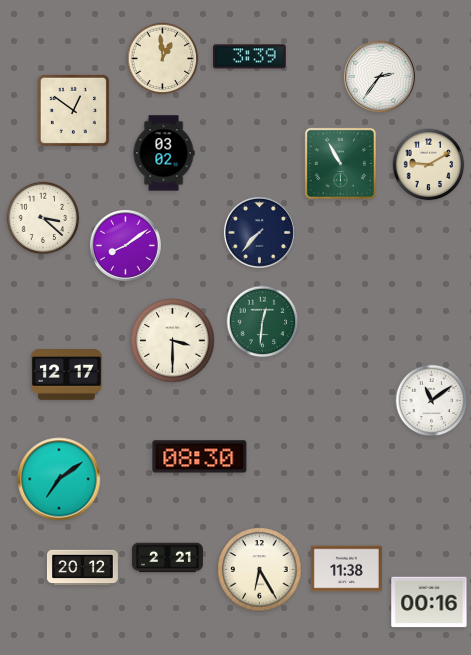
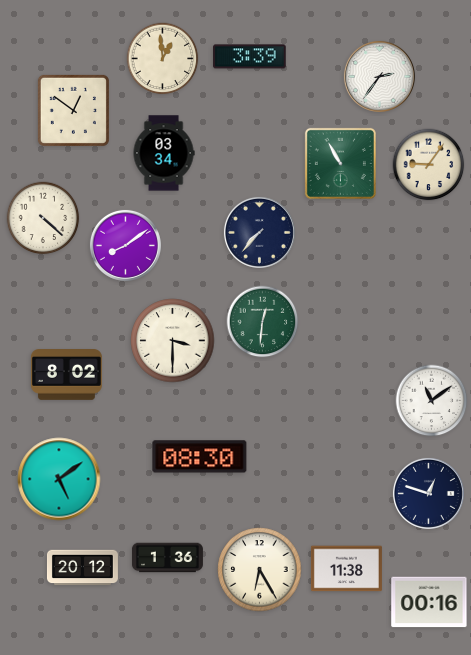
clock at (164, 153): 03:02 -> 03:34
clock at (429, 165): 9:10 -> 9:06
clock at (43, 218): 3:22 -> 4:22
clock at (66, 375): 12:17 -> 8:02
clock at (59, 479): 7:09 -> 5:09
clock at (428, 493): none -> 12:48
clock at (167, 558): 2:21 -> 1:36
